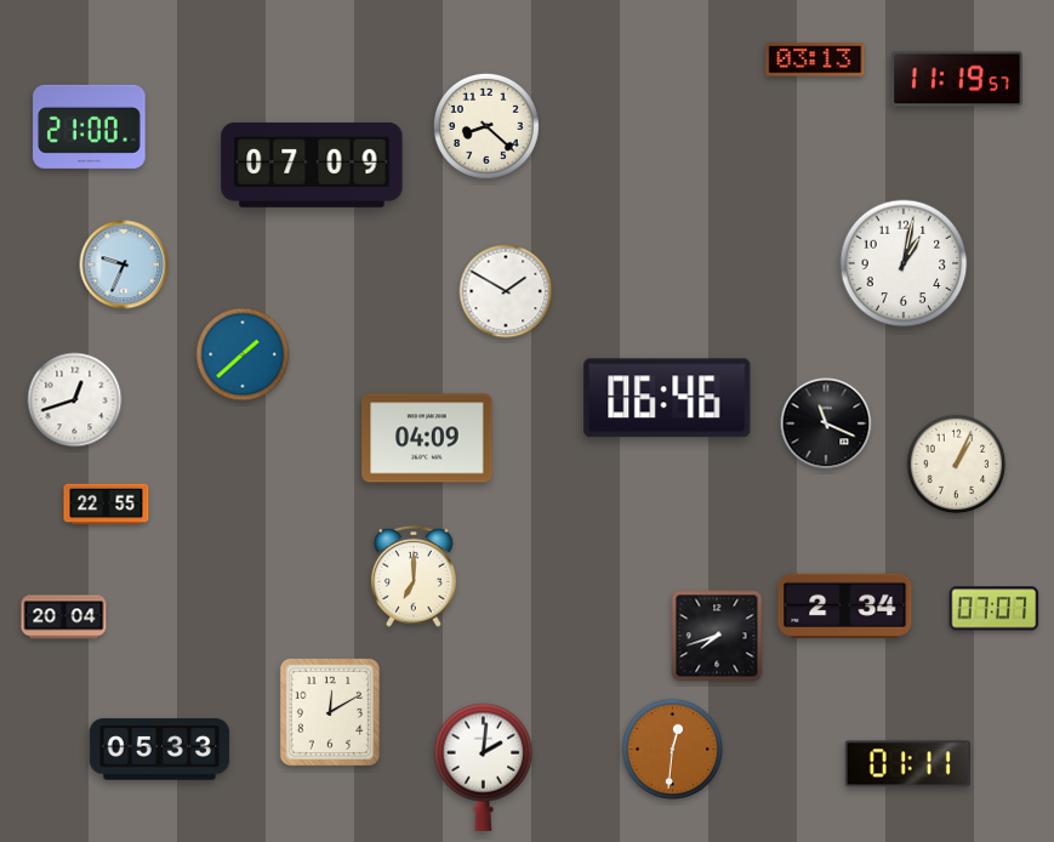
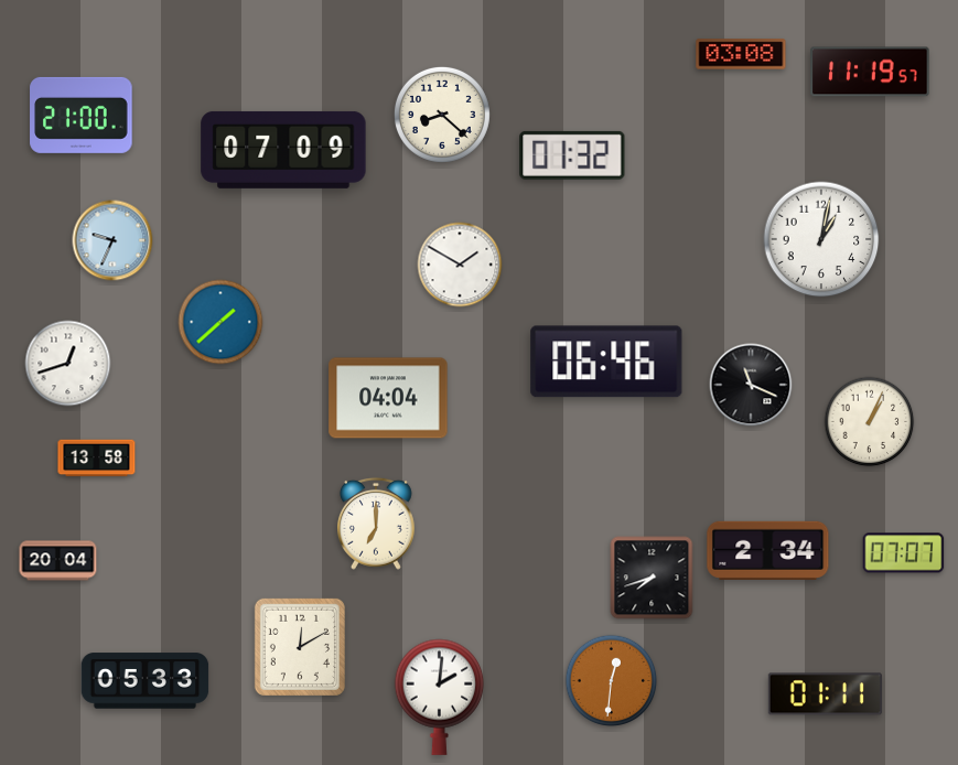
clock at (815, 59): 03:13 -> 03:08
clock at (572, 155): none -> 01:32
clock at (427, 438): 04:09 -> 04:04
clock at (107, 505): 22:55 -> 13:58
